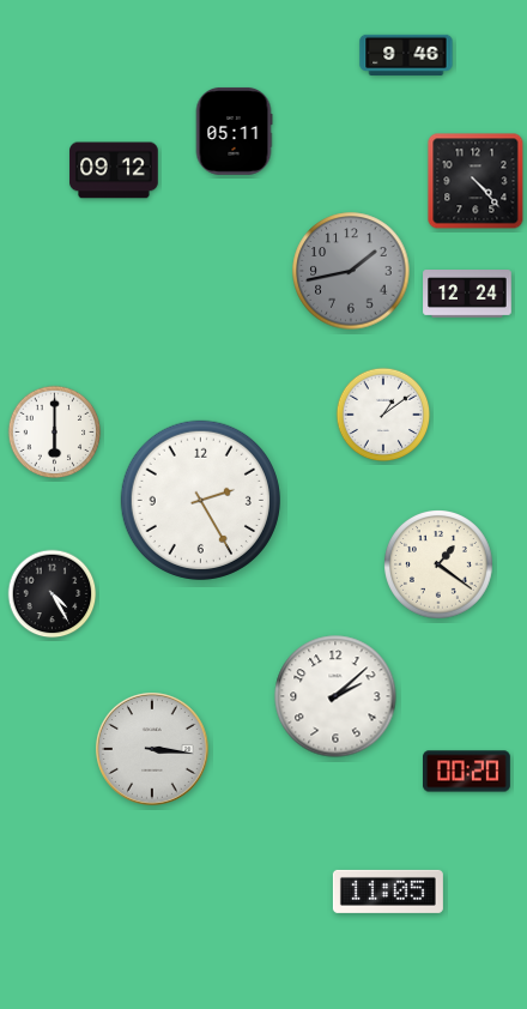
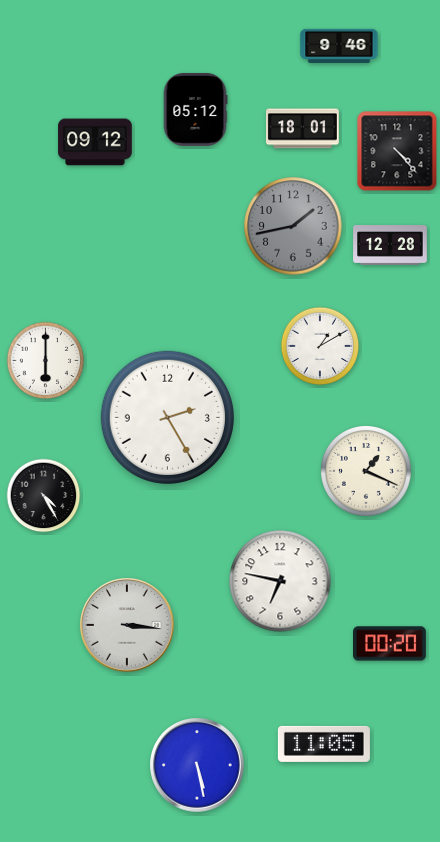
clock at (234, 131): 05:11 -> 05:12
clock at (302, 129): none -> 18:01
clock at (467, 294): 12:24 -> 12:28
clock at (383, 415): 1:09 -> 1:10
clock at (440, 566): 1:21 -> 1:19
clock at (335, 696): 2:08 -> 6:47
clock at (198, 766): none -> 5:28
